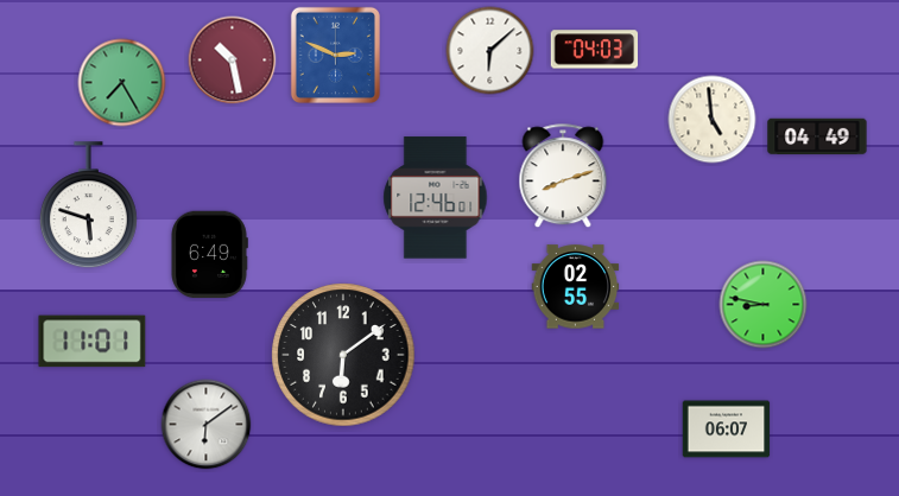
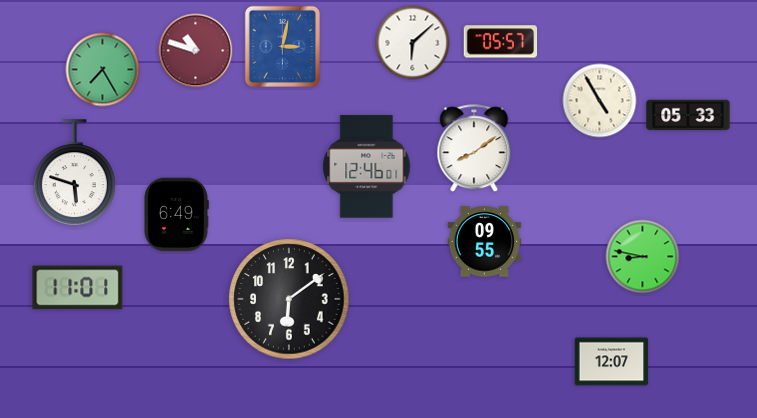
clock at (595, 50): 04:03 -> 05:57
clock at (335, 55): 2:49 -> 3:02
clock at (233, 61): 10:28 -> 10:48
clock at (713, 120): 4:59 -> 4:55
clock at (817, 136): 04:49 -> 05:33
clock at (563, 177): 8:12 -> 8:09
clock at (576, 287): 02:55 -> 09:55
clock at (207, 425): 6:09 -> none
clock at (727, 430): 06:07 -> 12:07
